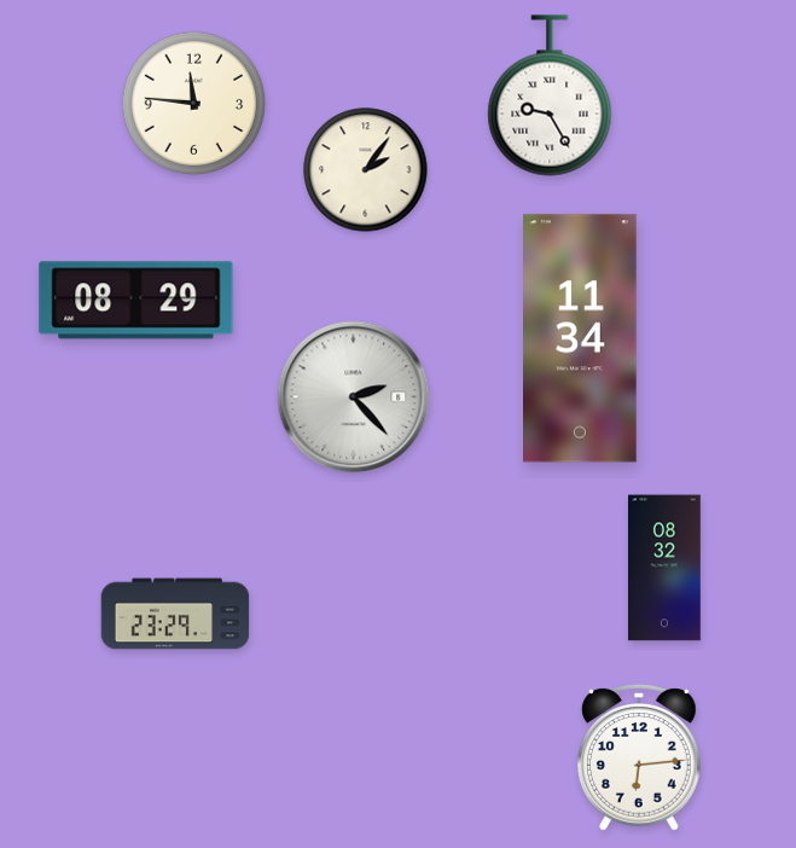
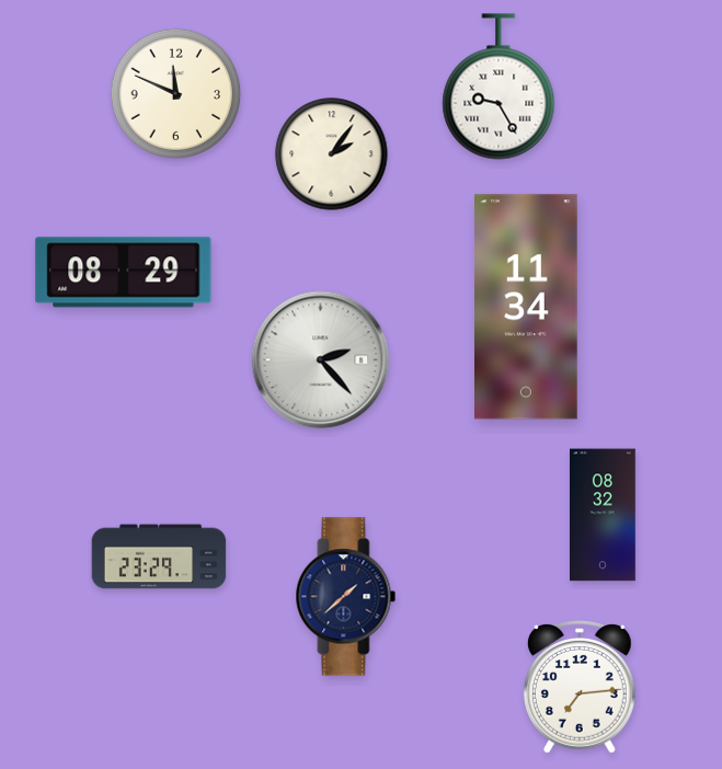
clock at (194, 104): 11:46 -> 11:49
clock at (346, 597): none -> 1:38
clock at (639, 759): 6:14 -> 7:14
